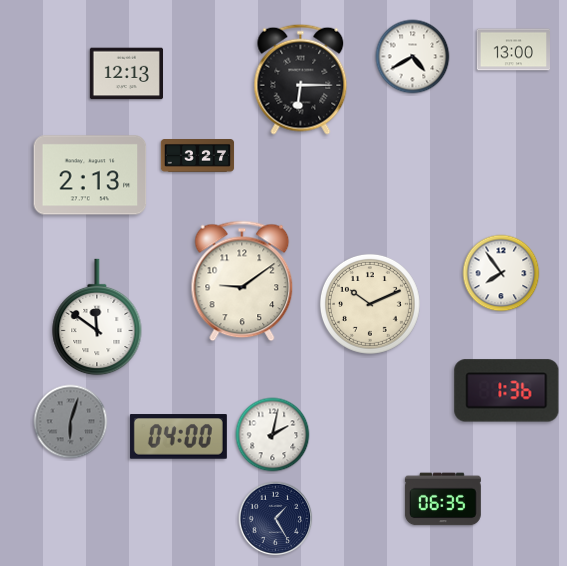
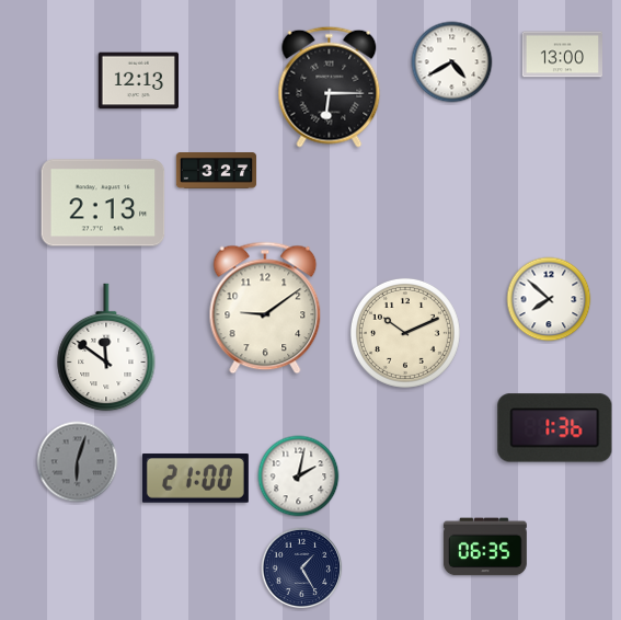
clock at (90, 175) position: (90, 175) -> (103, 203)
clock at (501, 273): 7:54 -> 7:52
clock at (178, 437): 04:00 -> 21:00
